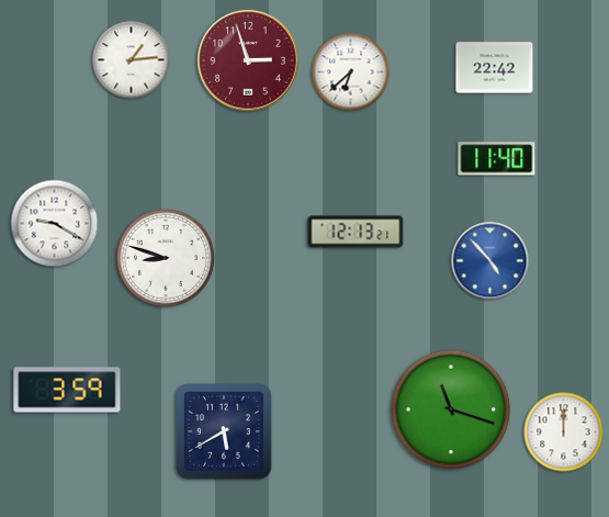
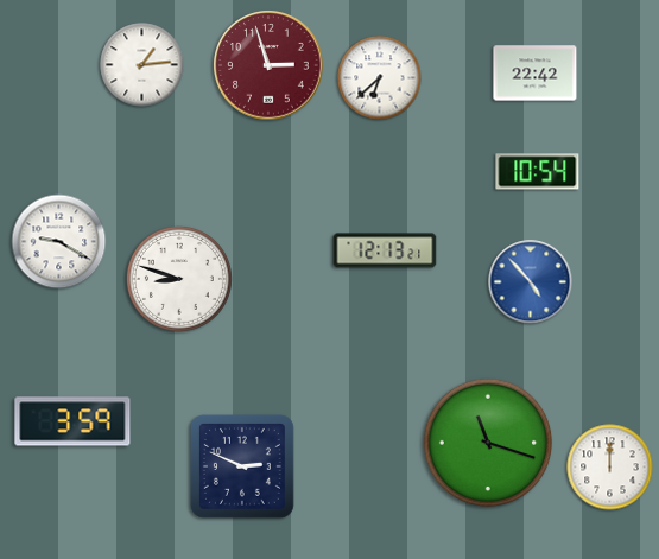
clock at (497, 159): 11:40 -> 10:54
clock at (224, 431): 5:40 -> 2:49
